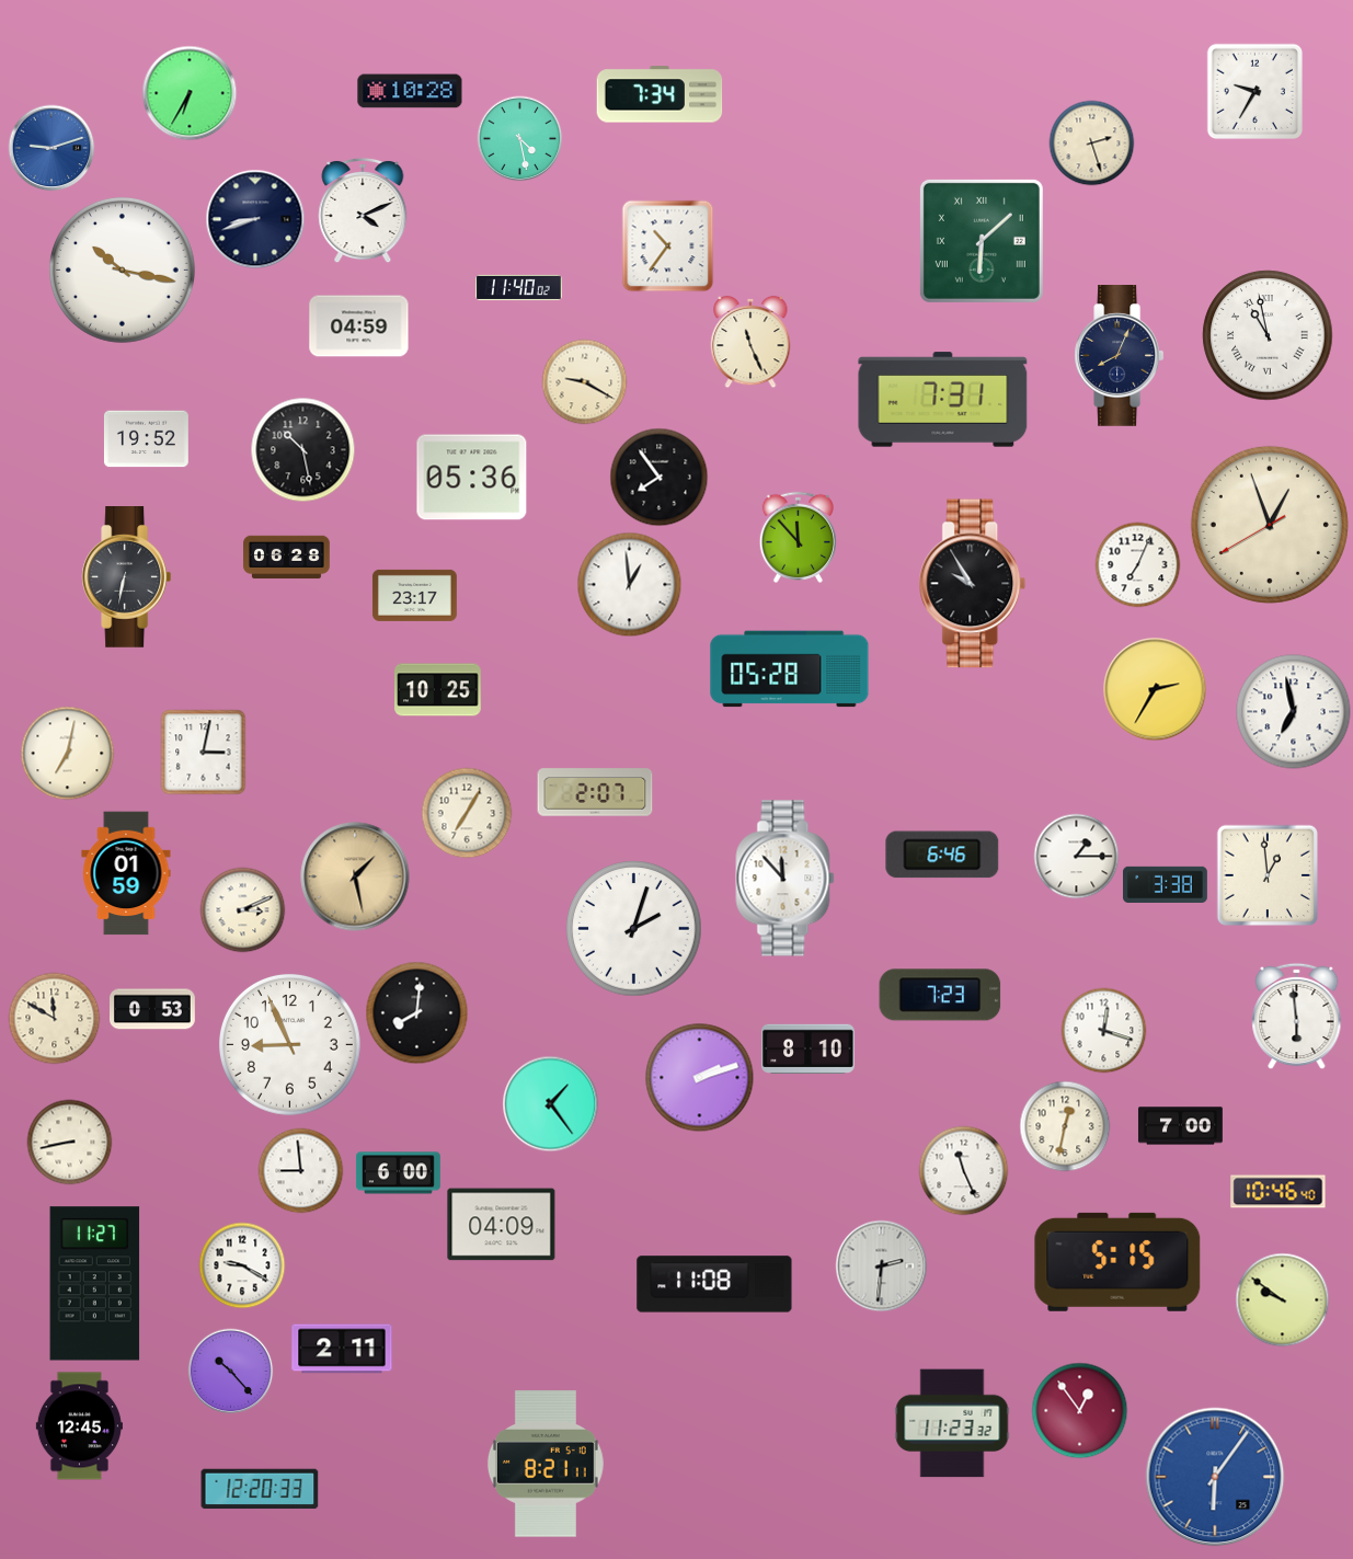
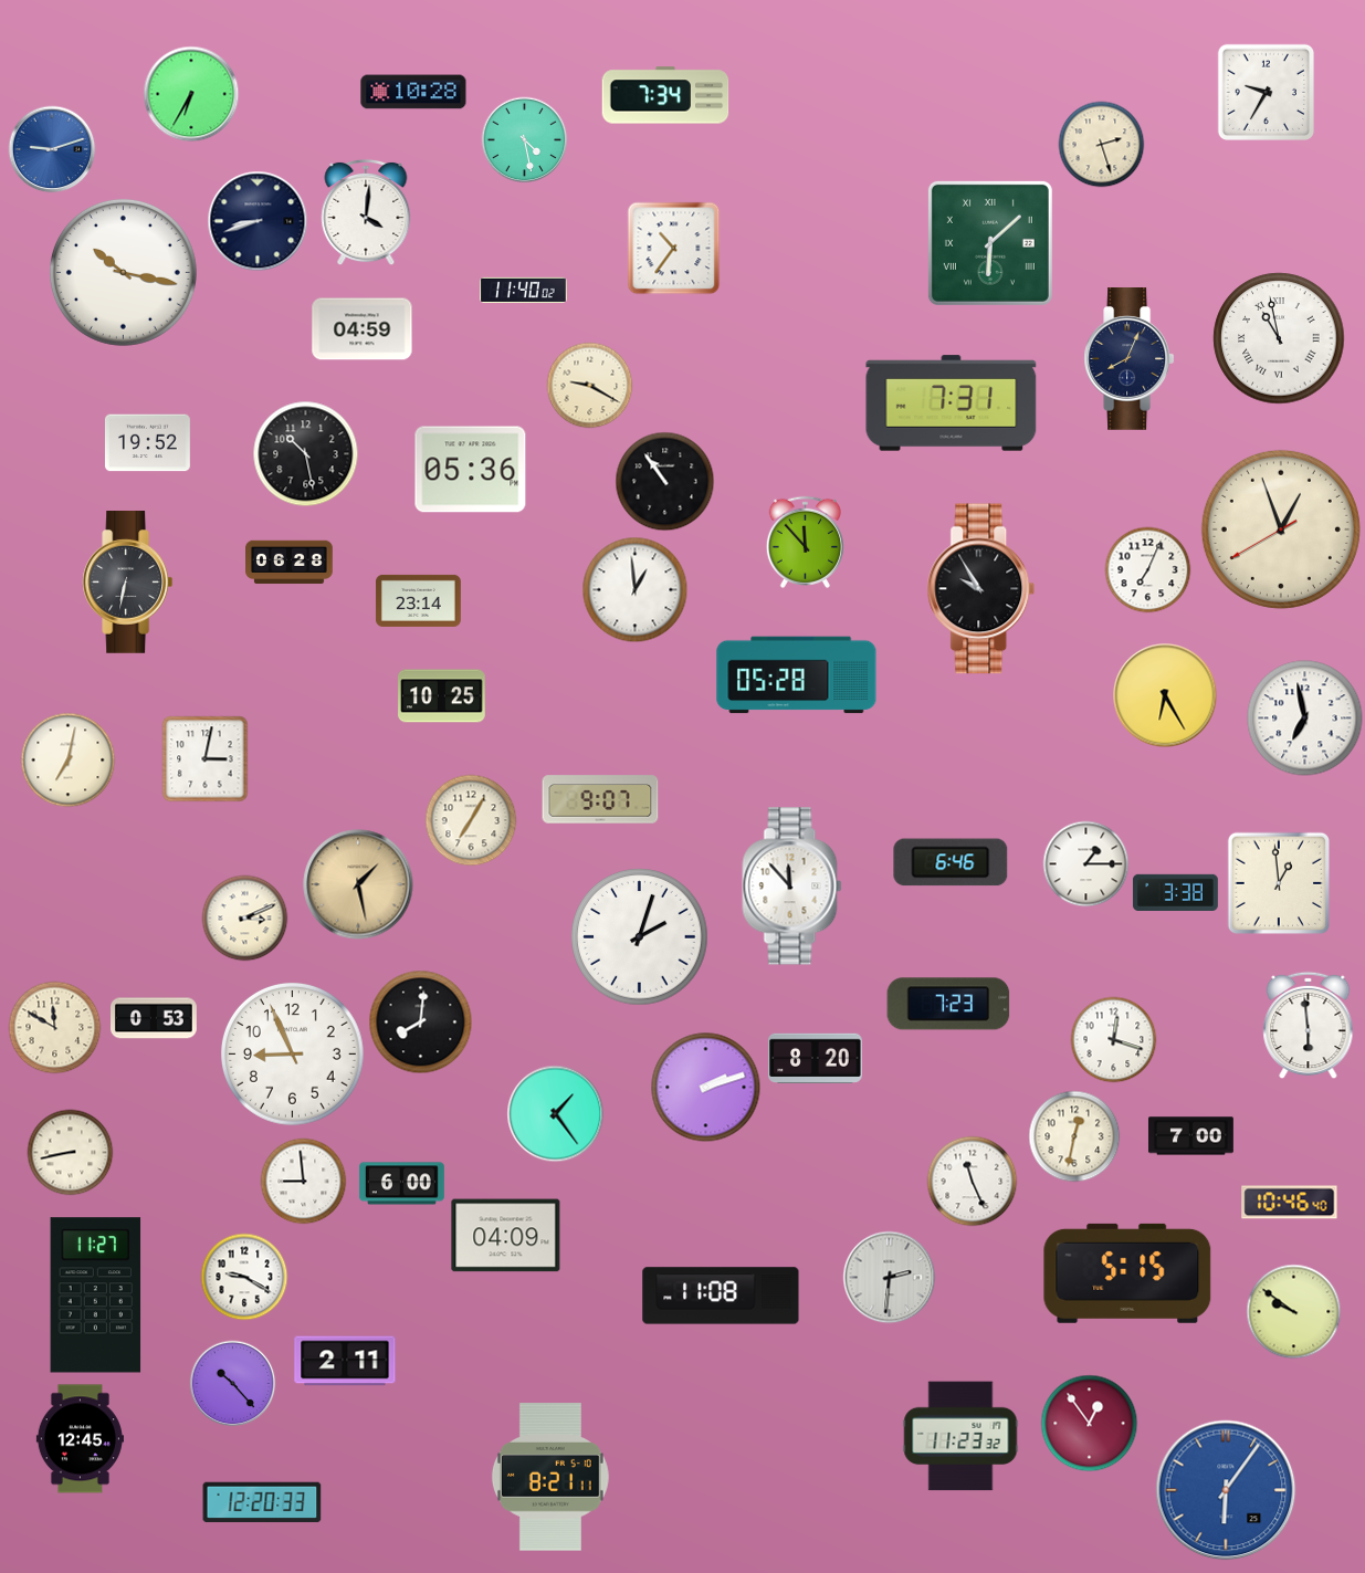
clock at (363, 210): 4:11 -> 4:01
clock at (750, 342): 11:26 -> none
clock at (658, 477): 7:54 -> 10:54
clock at (472, 478) position: (472, 478) -> (471, 470)
clock at (414, 595): 23:17 -> 23:14
clock at (1155, 689): 2:35 -> 6:25
clock at (595, 792): 2:07 -> 9:07
clock at (126, 873): 01:59 -> none
clock at (809, 1048): 8:10 -> 8:20
